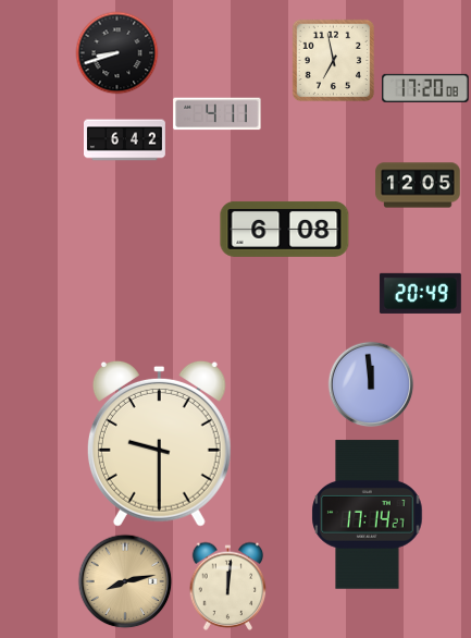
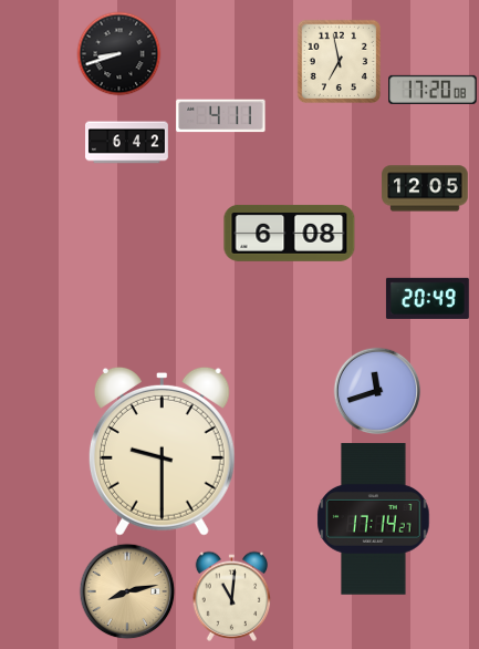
clock at (371, 384): 11:59 -> 11:42
clock at (368, 515) position: (368, 515) -> (374, 519)
clock at (228, 586): 12:01 -> 11:01
